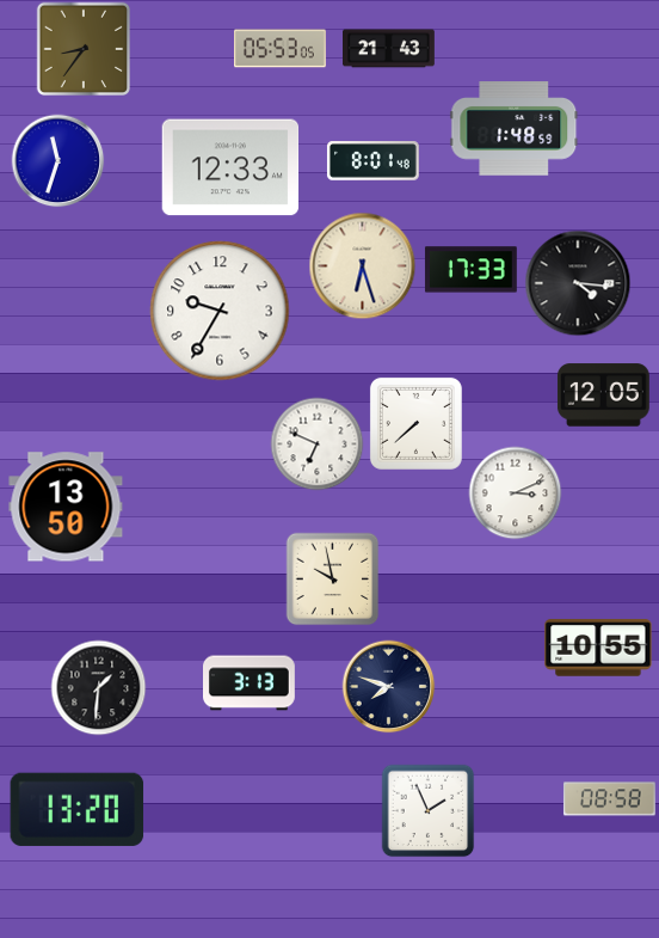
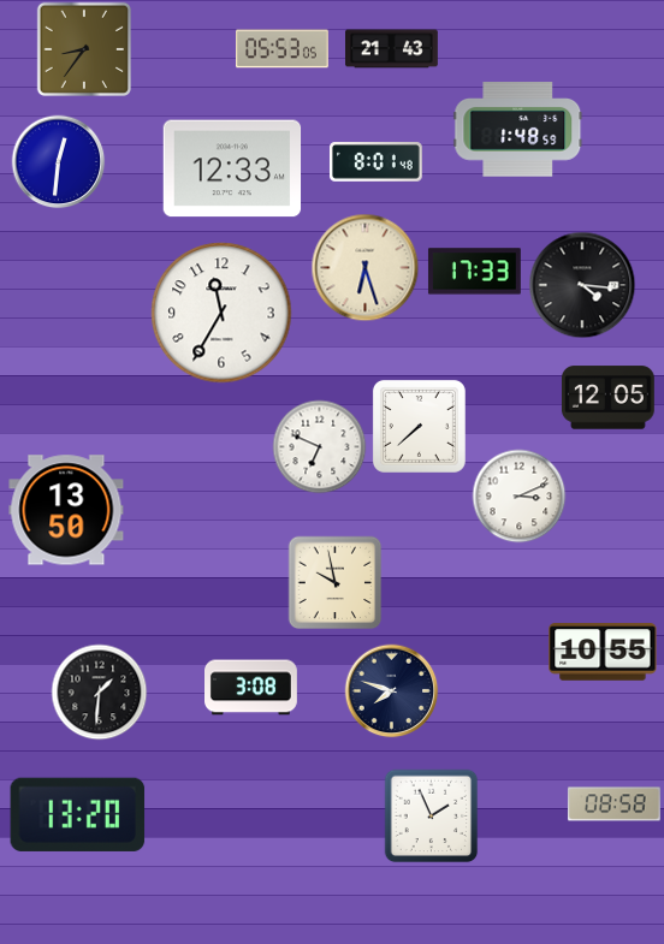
clock at (57, 160): 11:33 -> 12:31
clock at (220, 311): 9:35 -> 11:35
clock at (250, 683): 3:13 -> 3:08
